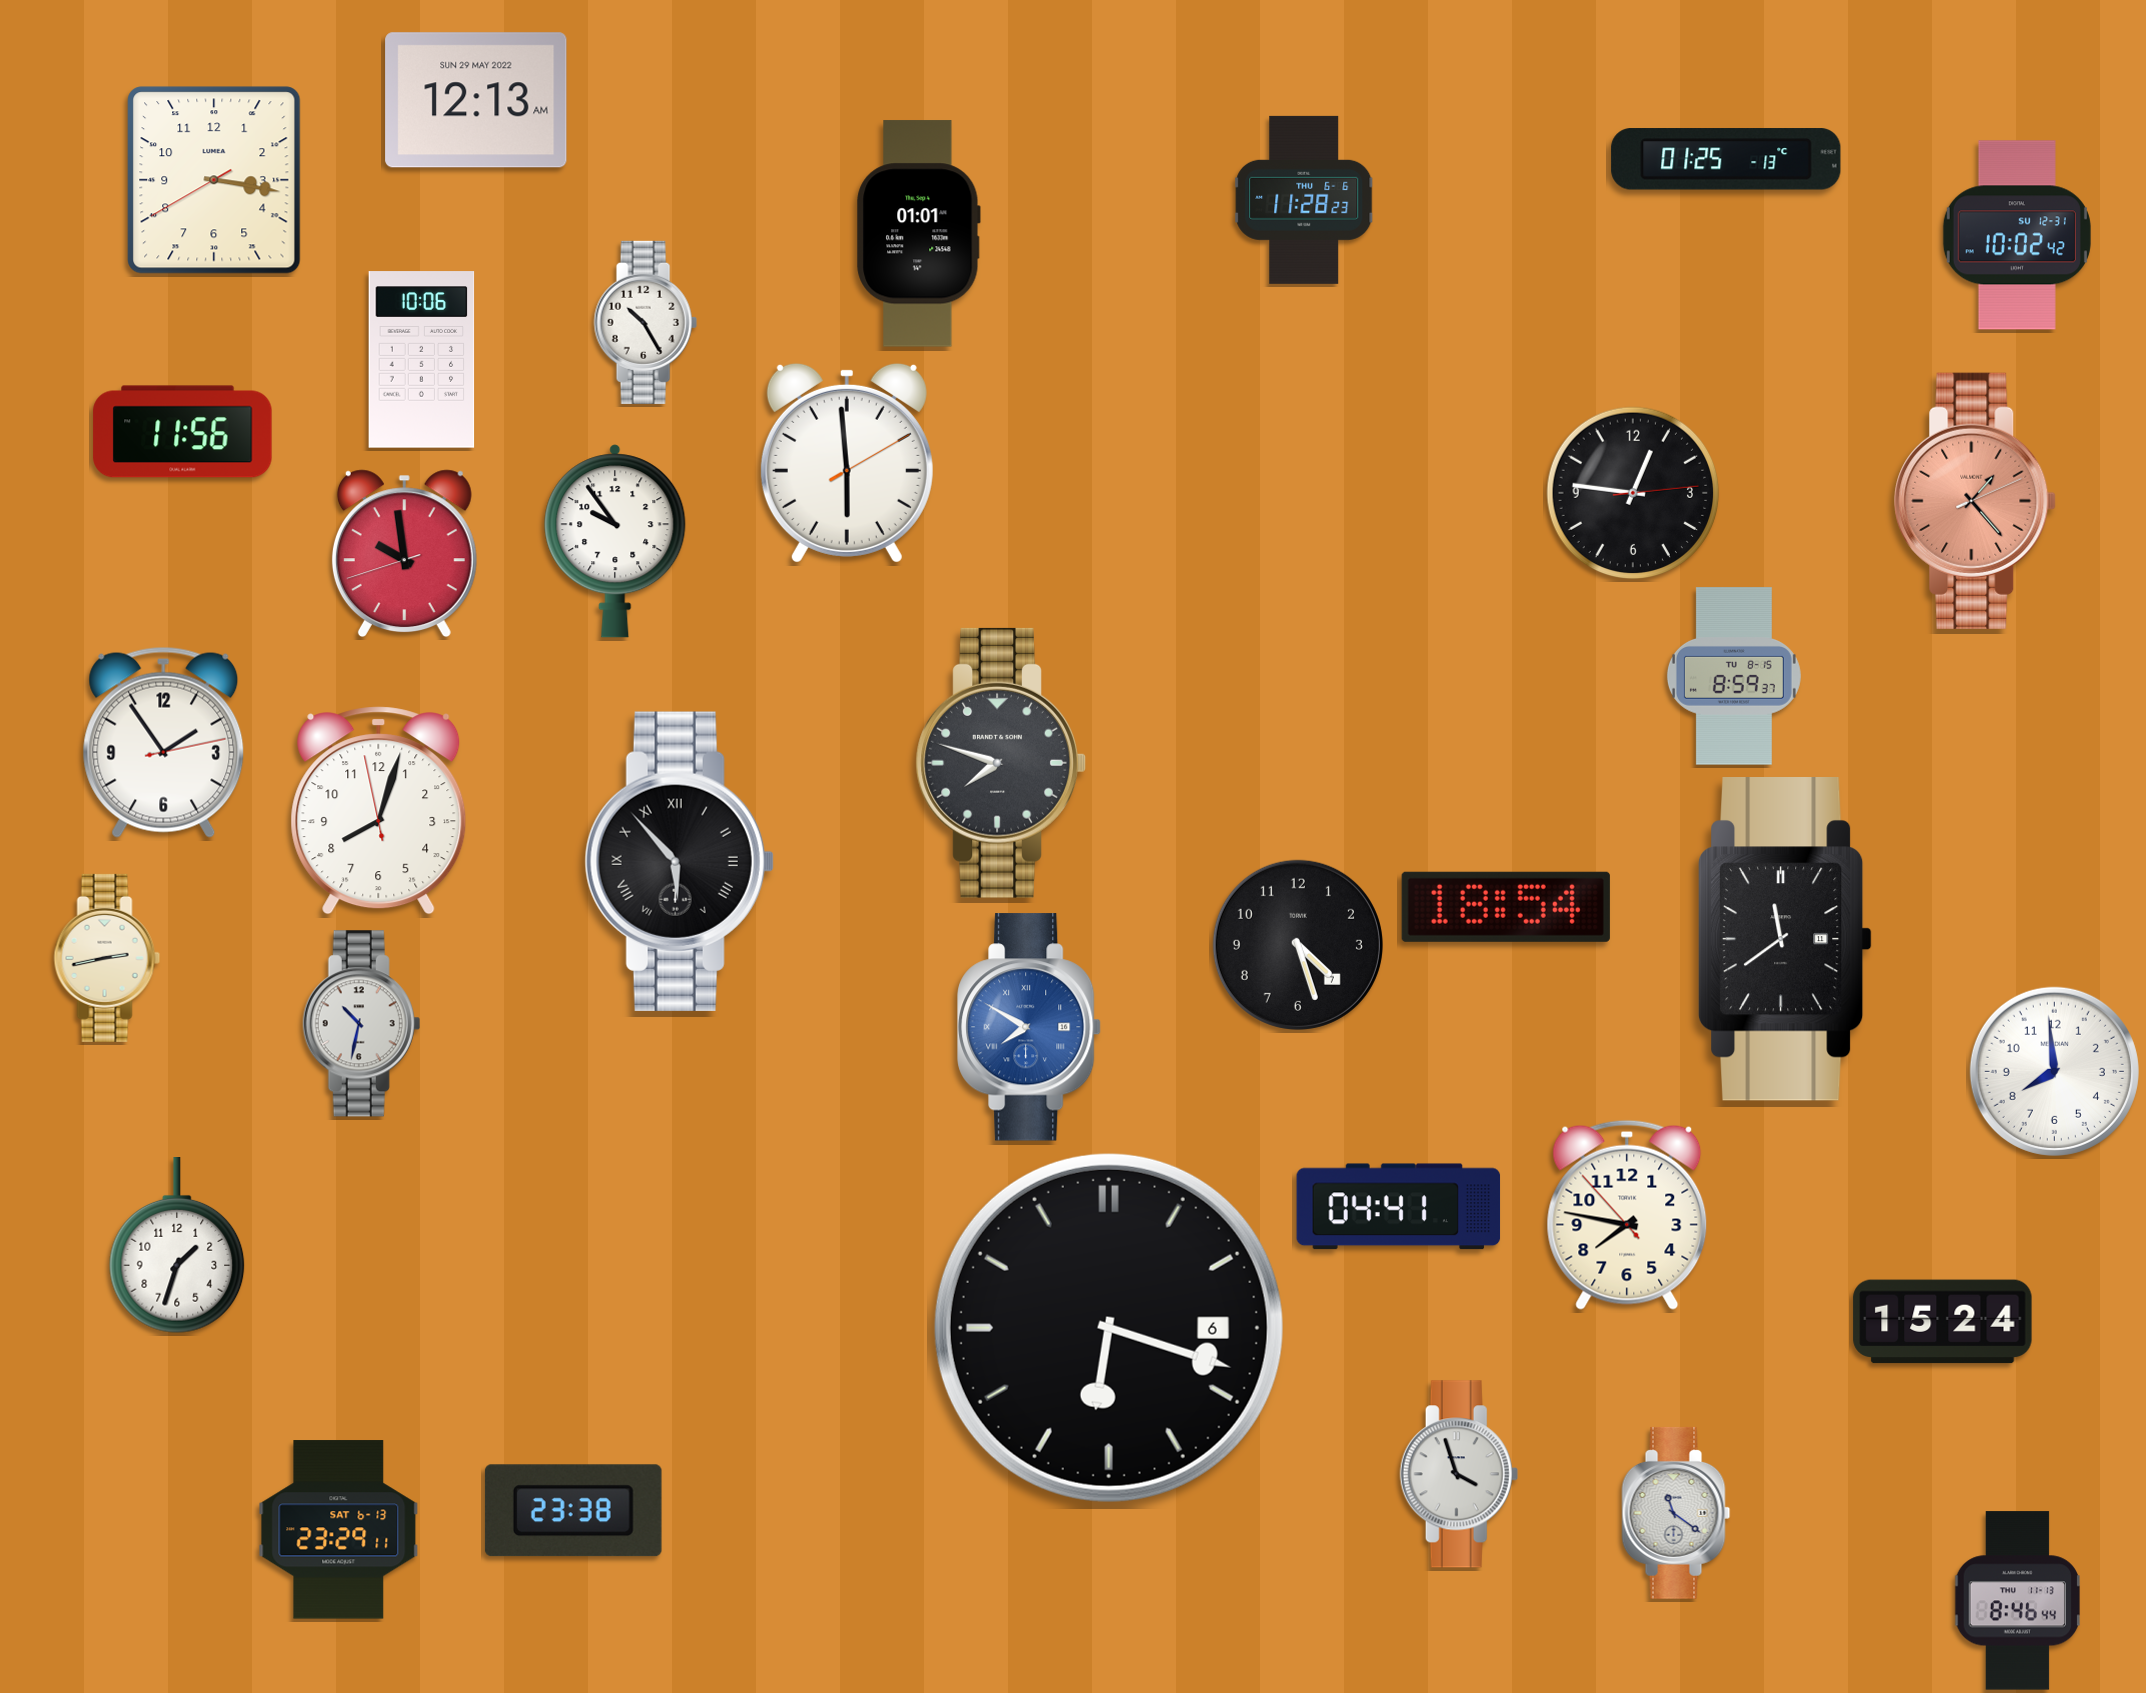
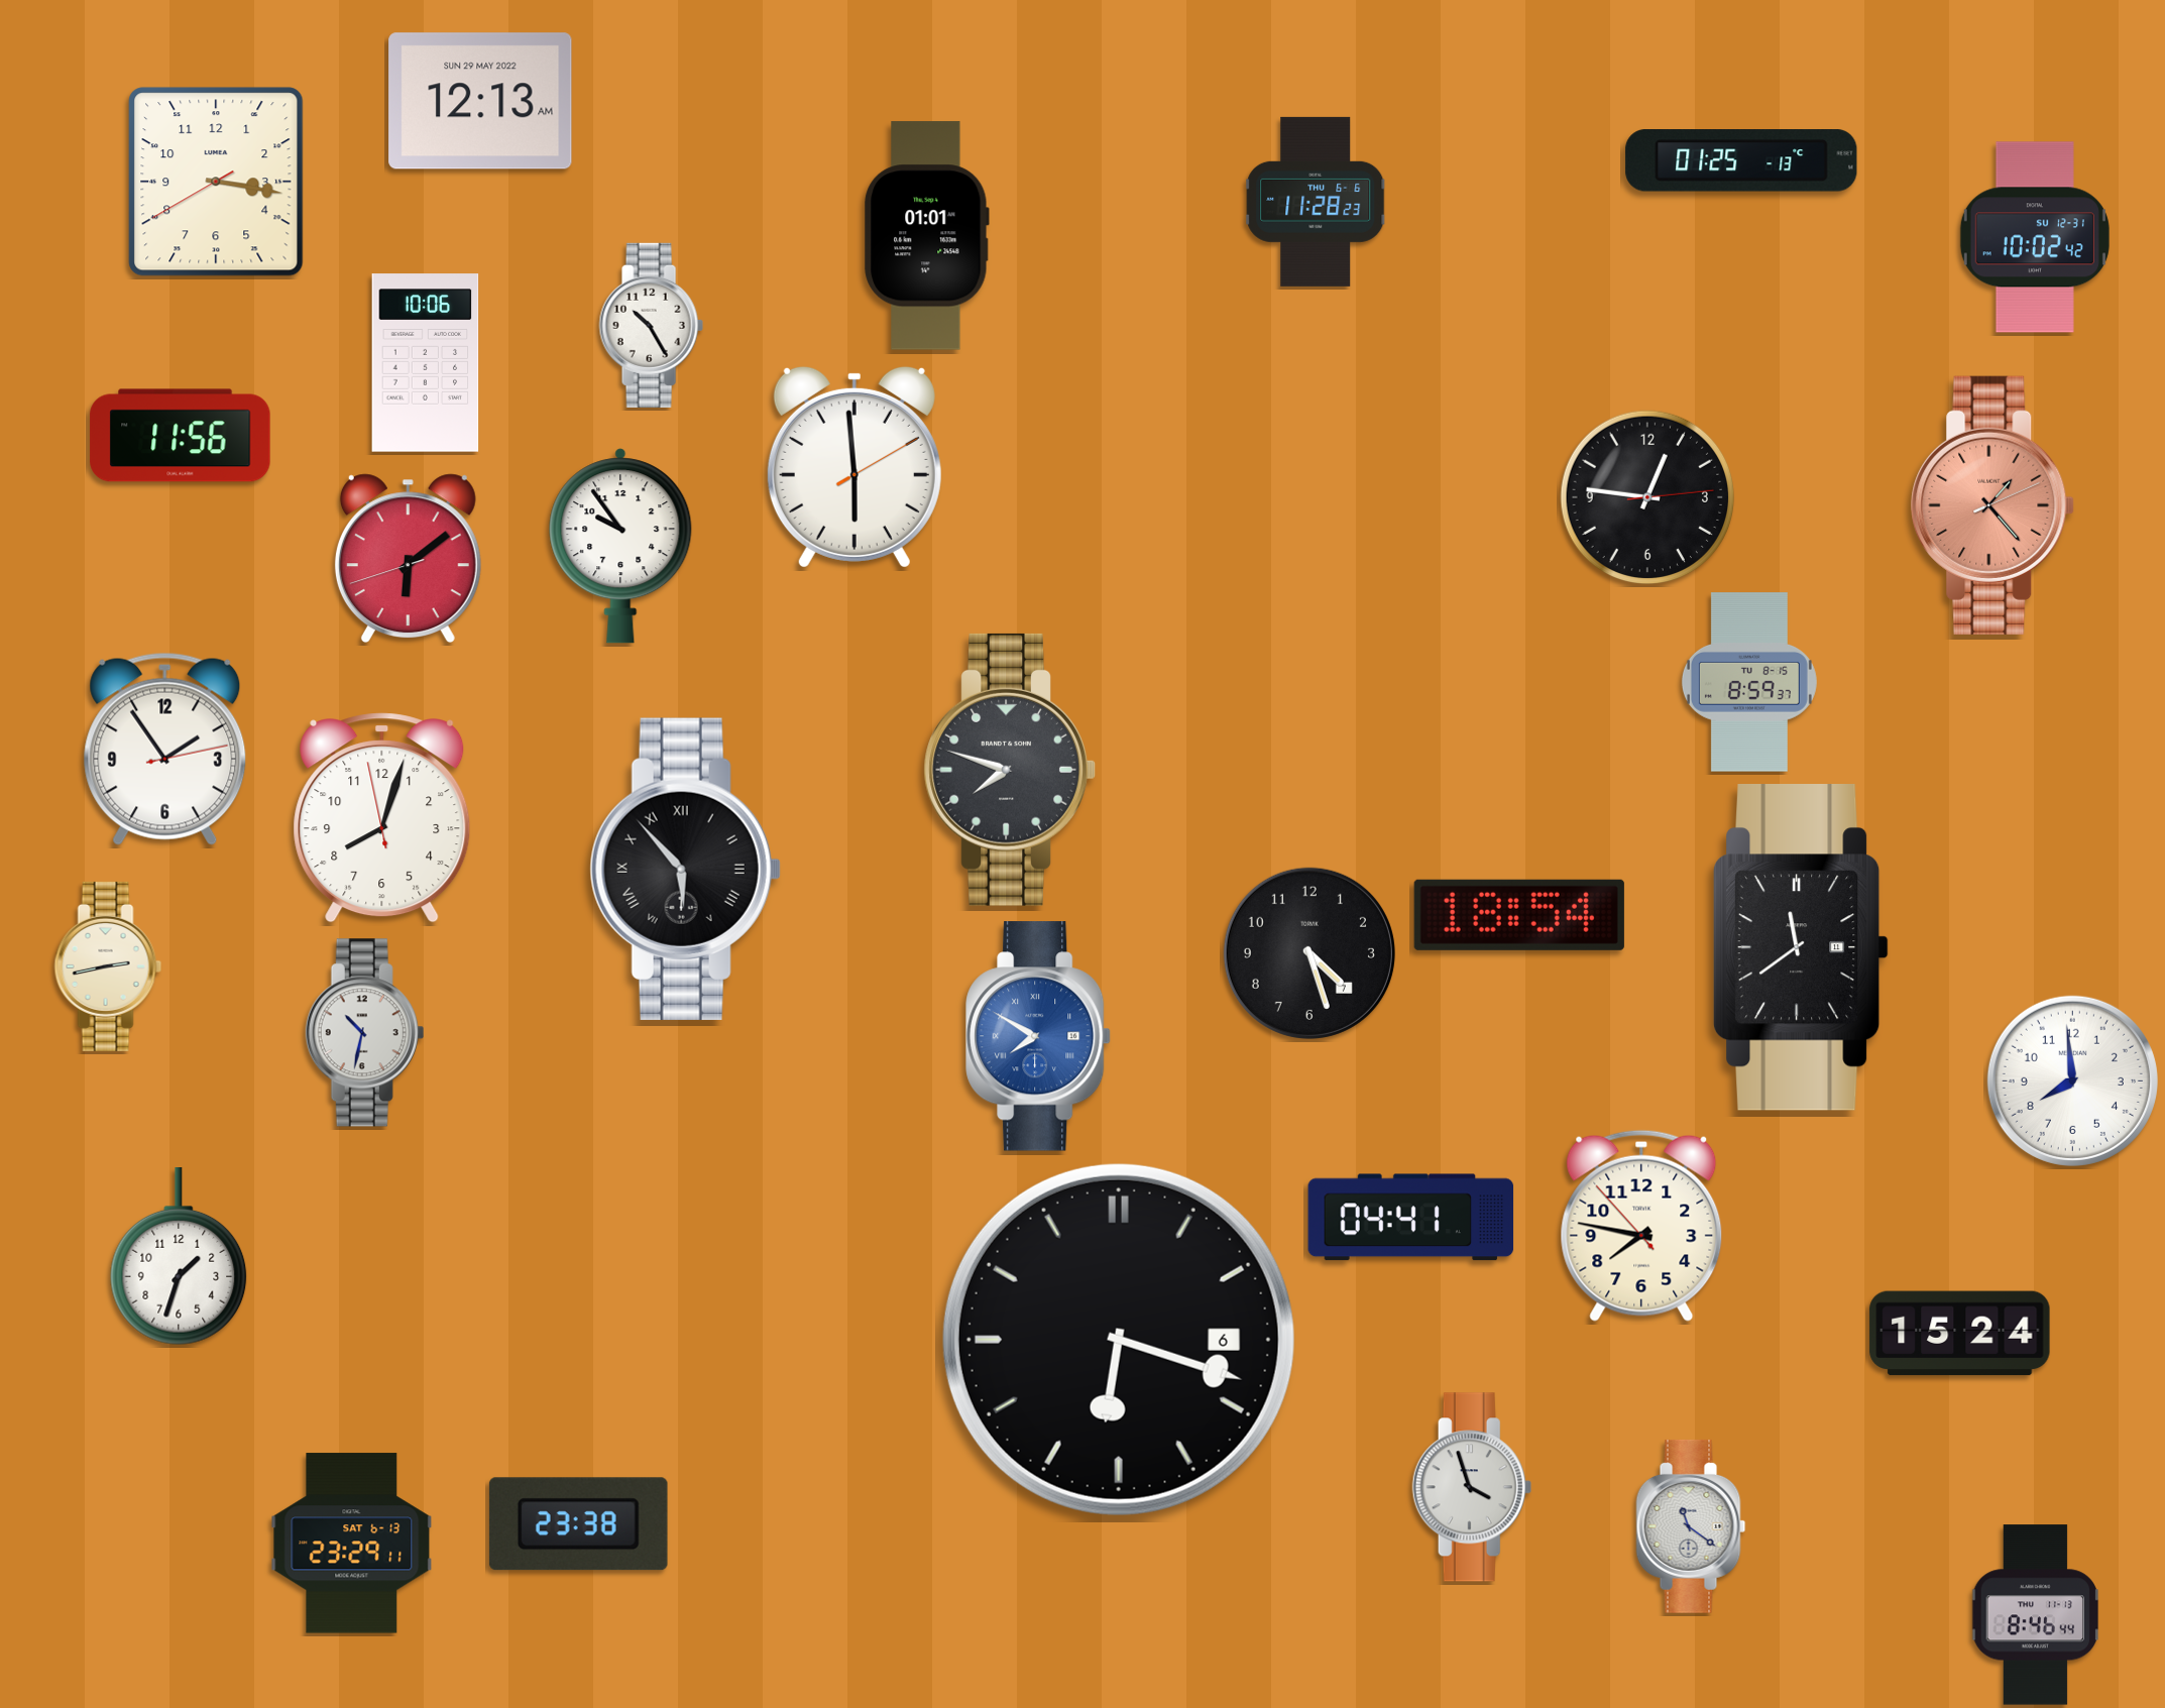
clock at (183, 432) position: (183, 432) -> (181, 436)
clock at (404, 553): 9:58 -> 6:08
clock at (339, 1530) position: (339, 1530) -> (352, 1544)
